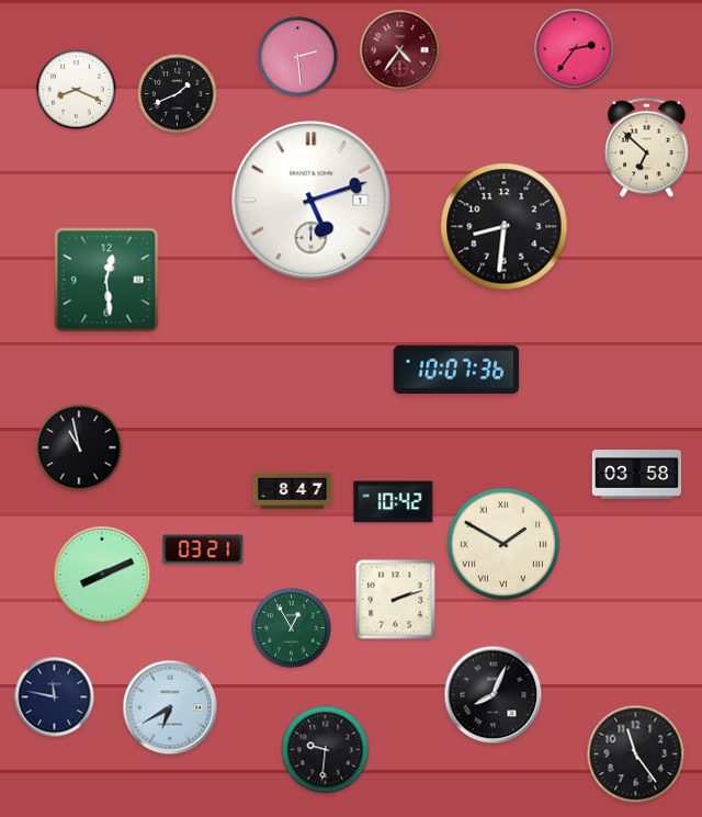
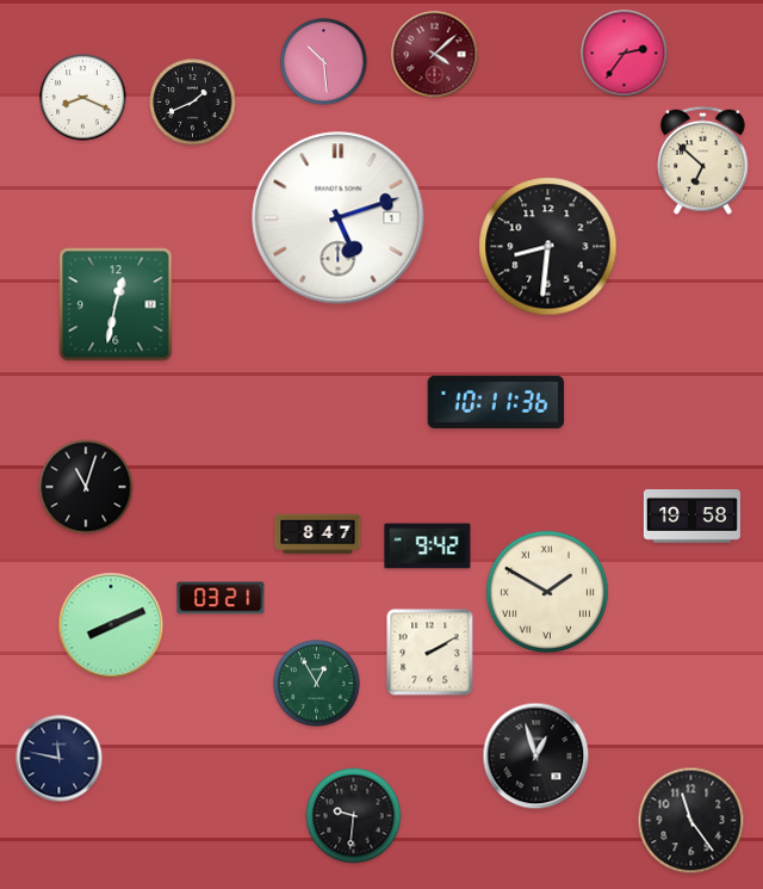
clock at (400, 50): 4:36 -> 4:08
clock at (298, 57): 2:29 -> 10:29
clock at (106, 280): 12:29 -> 12:32
clock at (456, 370): 10:07 -> 10:11
clock at (79, 447): 10:58 -> 11:03
clock at (636, 475): 03:58 -> 19:58
clock at (394, 502): 10:42 -> 9:42
clock at (396, 600): 2:12 -> 2:10
clock at (494, 695): 8:04 -> 12:57
clock at (170, 707): 6:40 -> none
